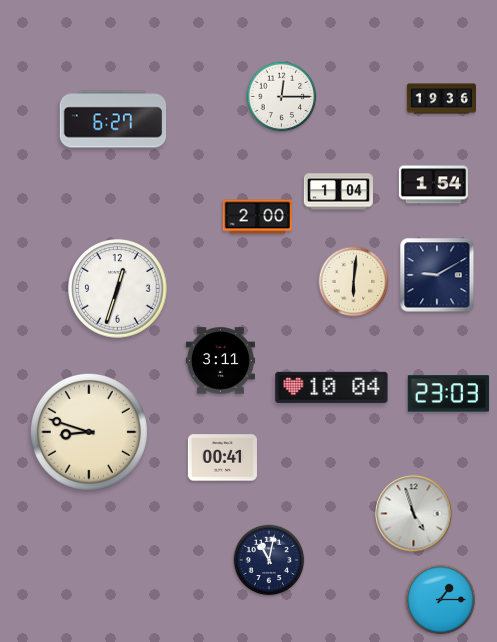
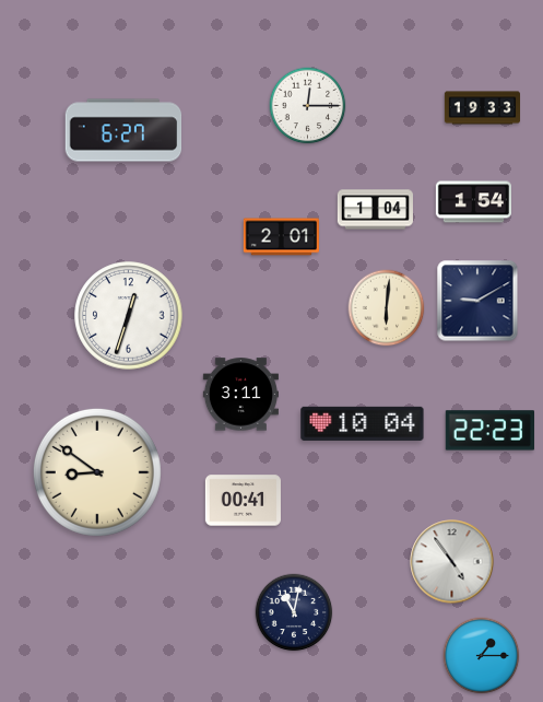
clock at (441, 99): 19:36 -> 19:33
clock at (338, 192) position: (338, 192) -> (375, 210)
clock at (257, 217): 2:00 -> 2:01
clock at (448, 394): 23:03 -> 22:23
clock at (89, 432): 8:48 -> 8:51
clock at (414, 514): 4:57 -> 4:54
